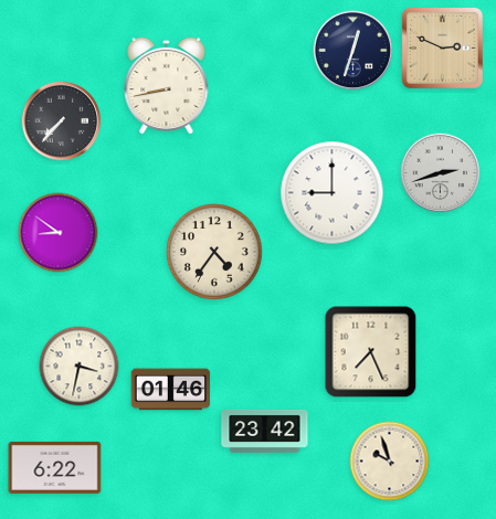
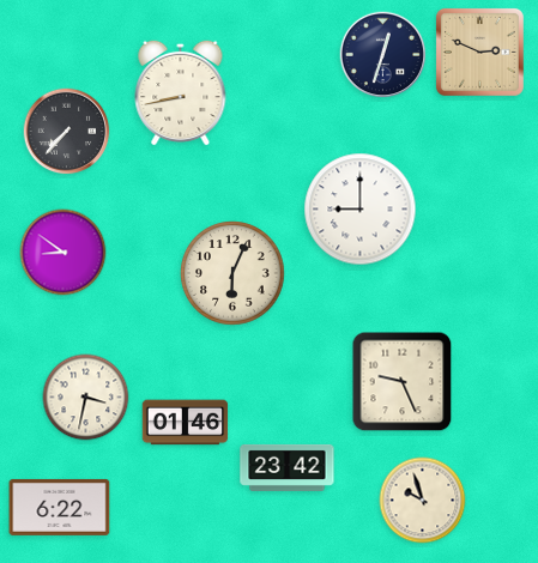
clock at (441, 173): 2:42 -> none
clock at (214, 252): 4:36 -> 6:04
clock at (371, 352): 7:26 -> 9:26
